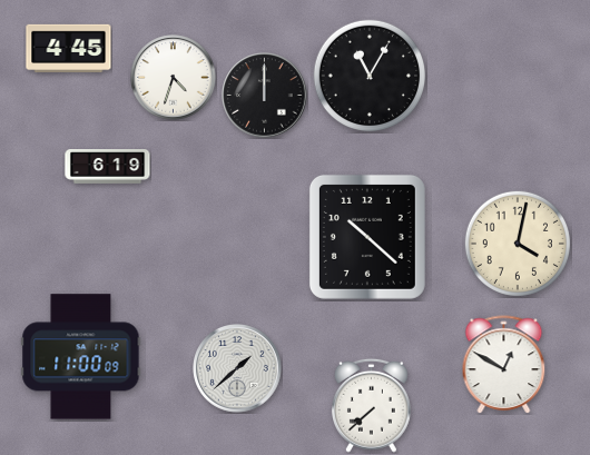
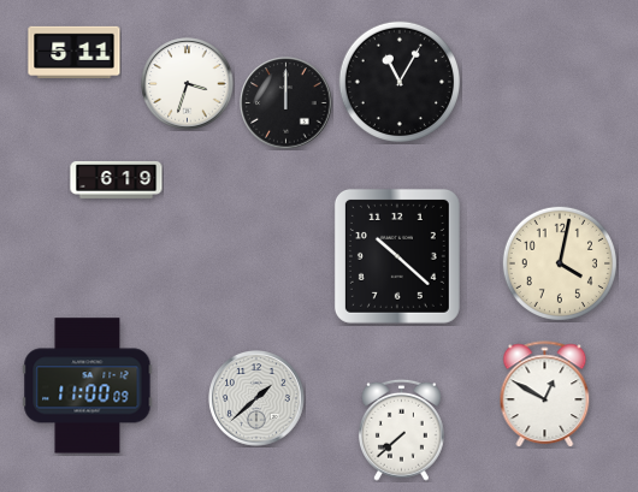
clock at (69, 49): 4:45 -> 5:11
clock at (174, 78): 4:33 -> 3:33
clock at (372, 405) position: (372, 405) -> (402, 429)
